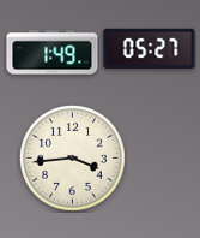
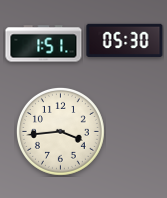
clock at (150, 48): 05:27 -> 05:30
clock at (53, 53): 1:49 -> 1:51
